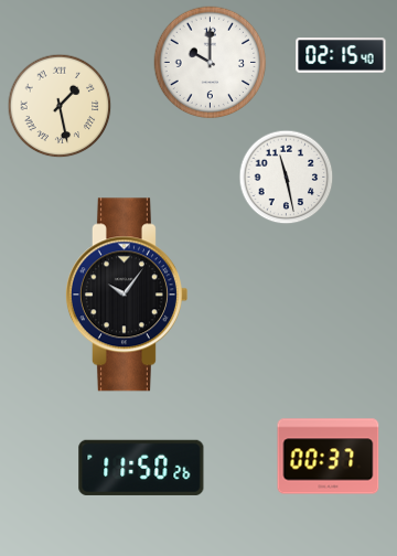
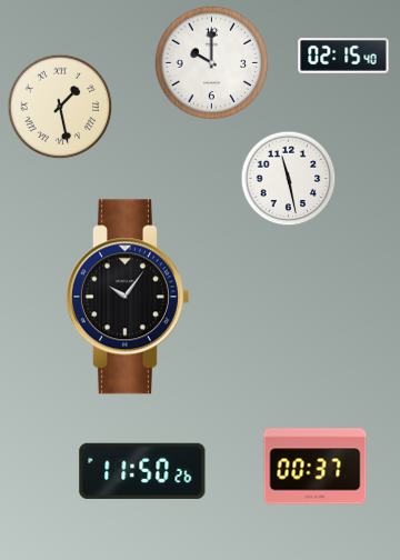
clock at (329, 457) position: (329, 457) -> (316, 467)
